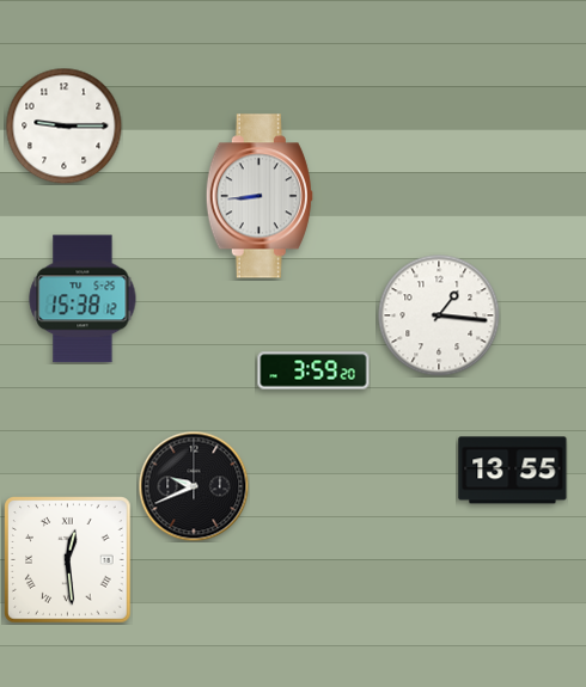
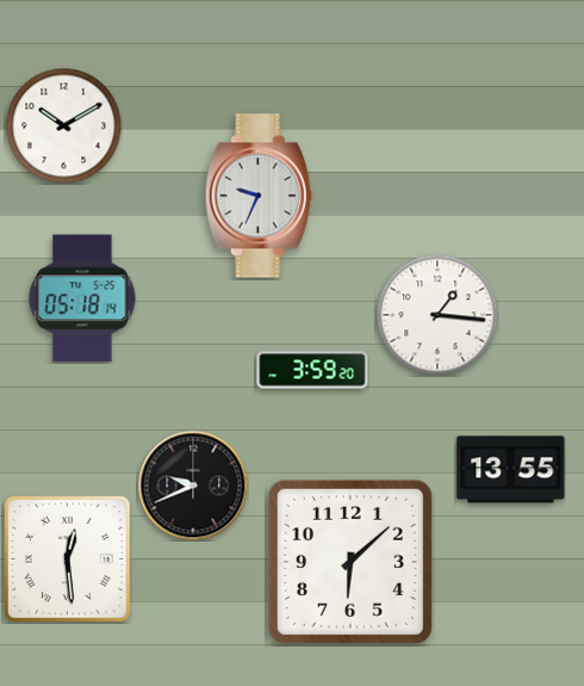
clock at (63, 125): 9:15 -> 10:10
clock at (260, 196): 8:44 -> 9:34
clock at (83, 299): 15:38 -> 05:18
clock at (350, 562): none -> 6:08
